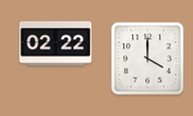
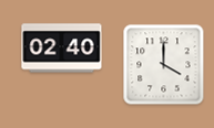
clock at (56, 44): 02:22 -> 02:40
